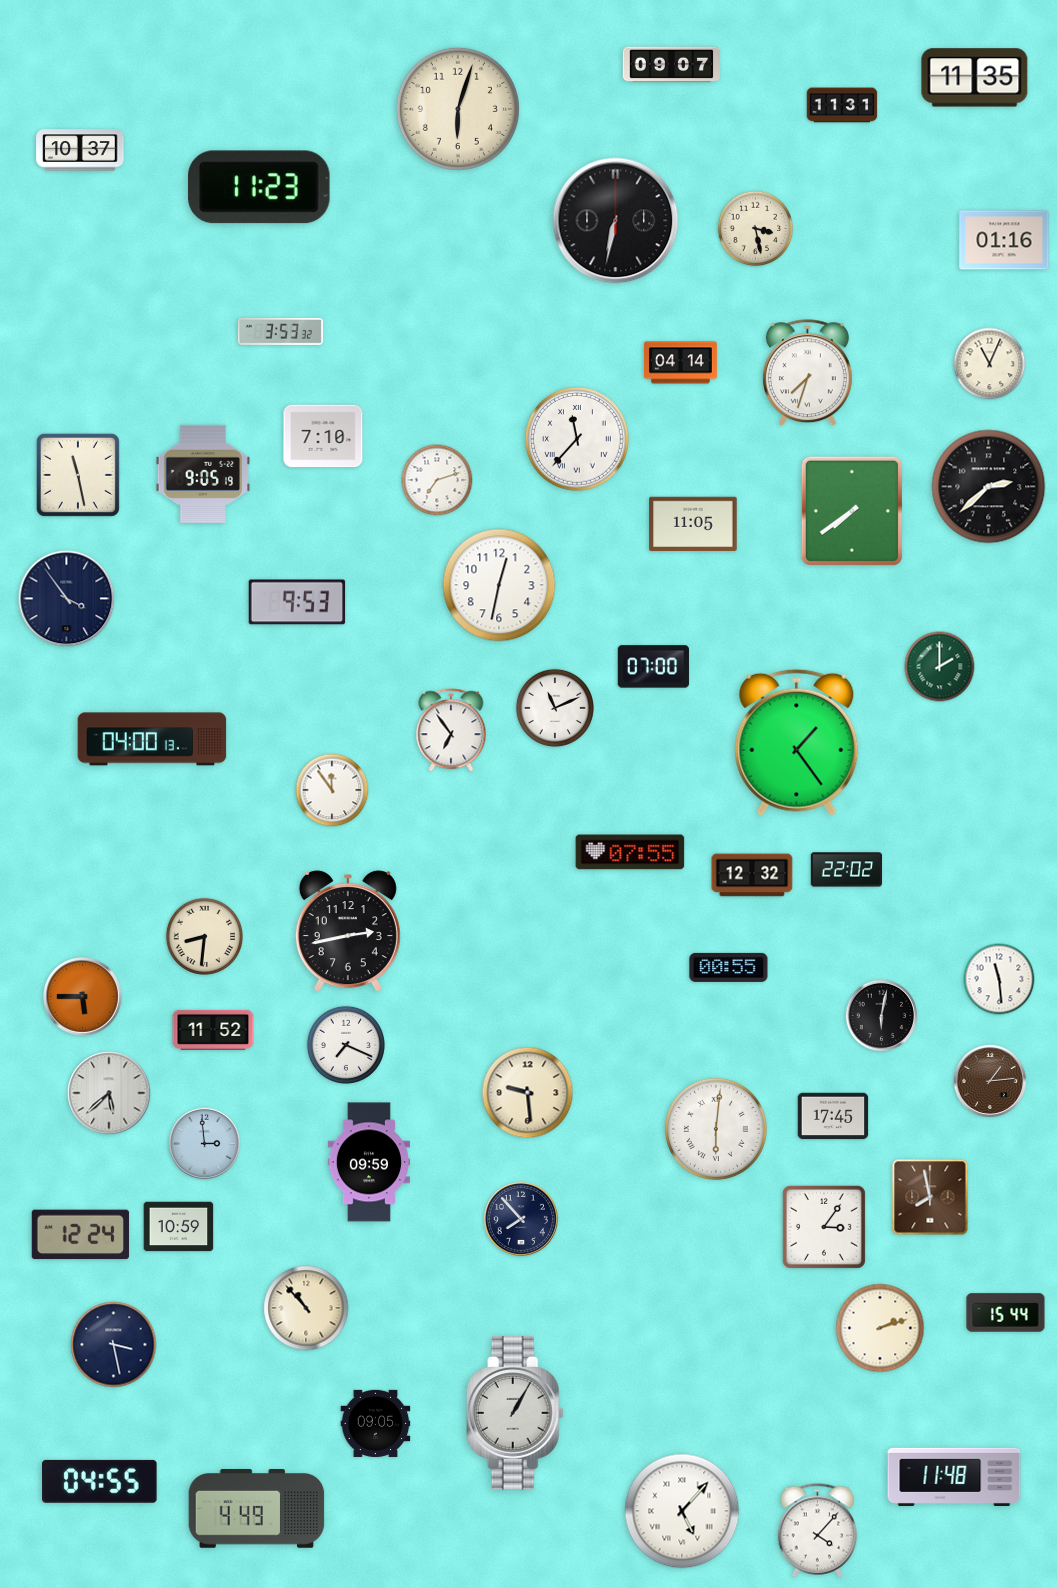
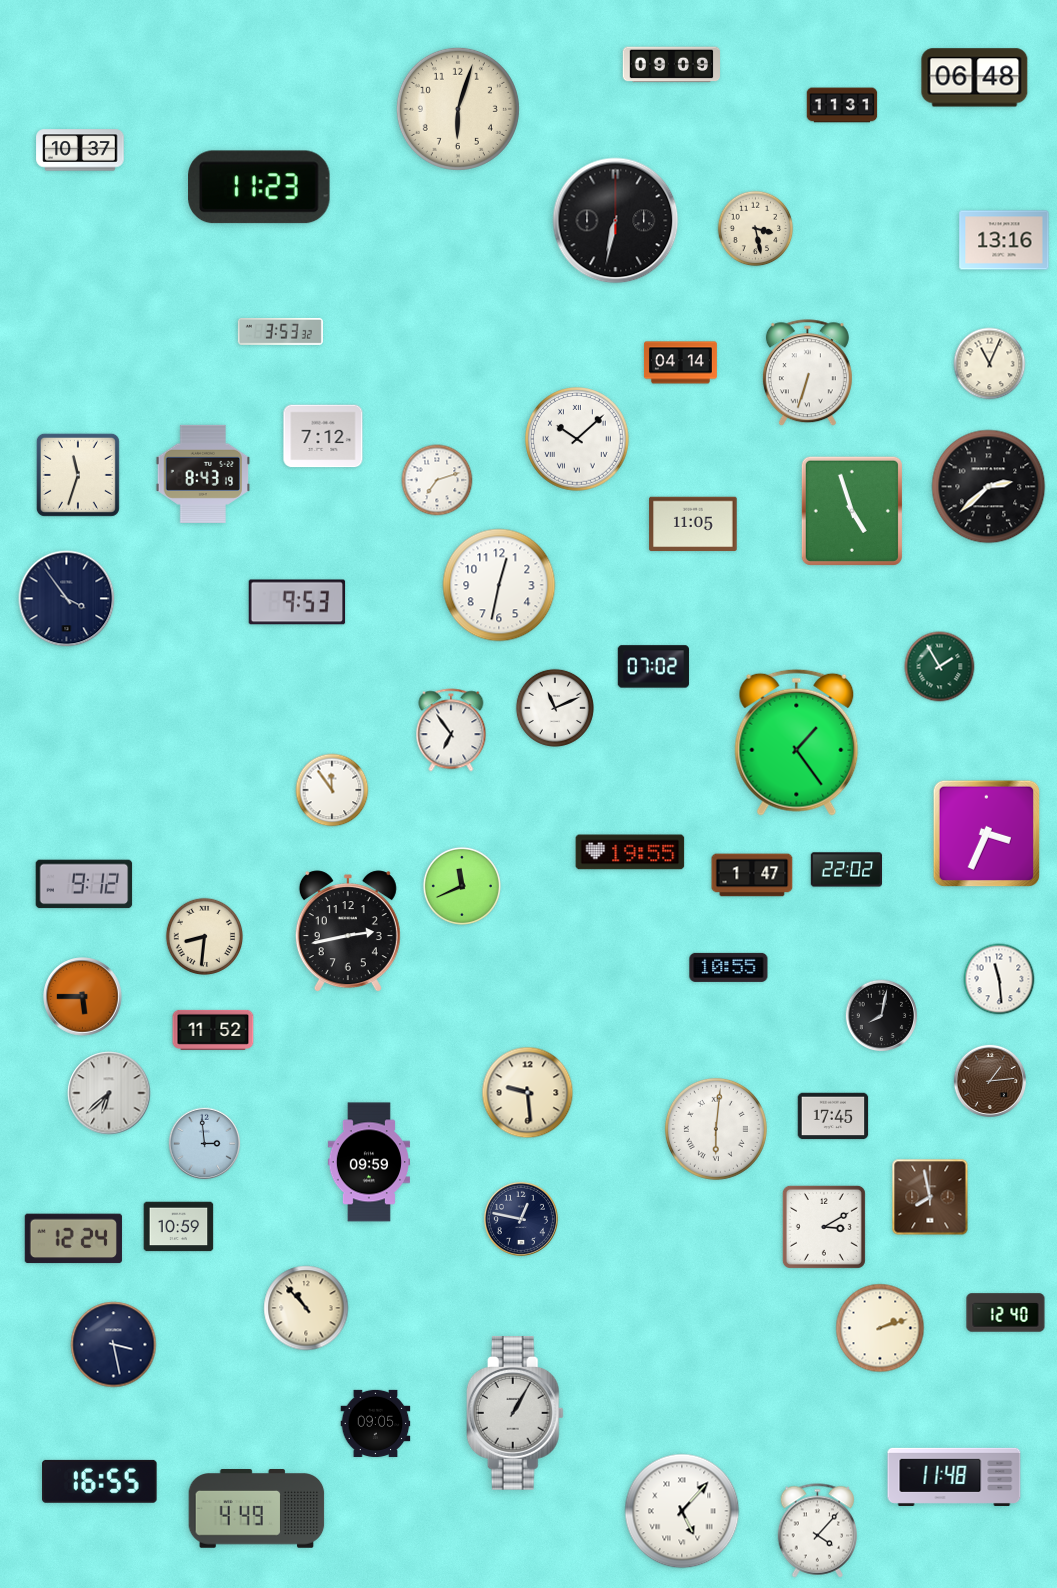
clock at (672, 65): 09:07 -> 09:09
clock at (975, 78): 11:35 -> 06:48
clock at (1004, 240): 01:16 -> 13:16
clock at (807, 373): 7:33 -> 6:33
clock at (323, 436): 7:10 -> 7:12
clock at (577, 439): 11:37 -> 10:08
clock at (202, 474): 9:05 -> 8:43
clock at (78, 475): 11:28 -> 11:33
clock at (852, 511): 7:39 -> 4:57
clock at (653, 667): 07:00 -> 07:02
clock at (940, 667): 2:00 -> 1:55
clock at (152, 739): 04:00 -> none
clock at (987, 834): none -> 3:34
clock at (630, 852): 07:55 -> 19:55
clock at (752, 875): 12:32 -> 1:47
clock at (84, 884): none -> 9:12
clock at (462, 886): none -> 11:41
clock at (729, 967): 00:55 -> 10:55
clock at (882, 1016): 6:02 -> 8:02
clock at (346, 1045): 7:19 -> none
clock at (109, 1093): 5:38 -> 6:38
clock at (521, 1219): 7:53 -> 12:47
clock at (824, 1227): 3:06 -> 3:10
clock at (80, 1235) position: (80, 1235) -> (73, 1239)
clock at (1006, 1313): 15:44 -> 12:40
clock at (100, 1481): 04:55 -> 16:55
